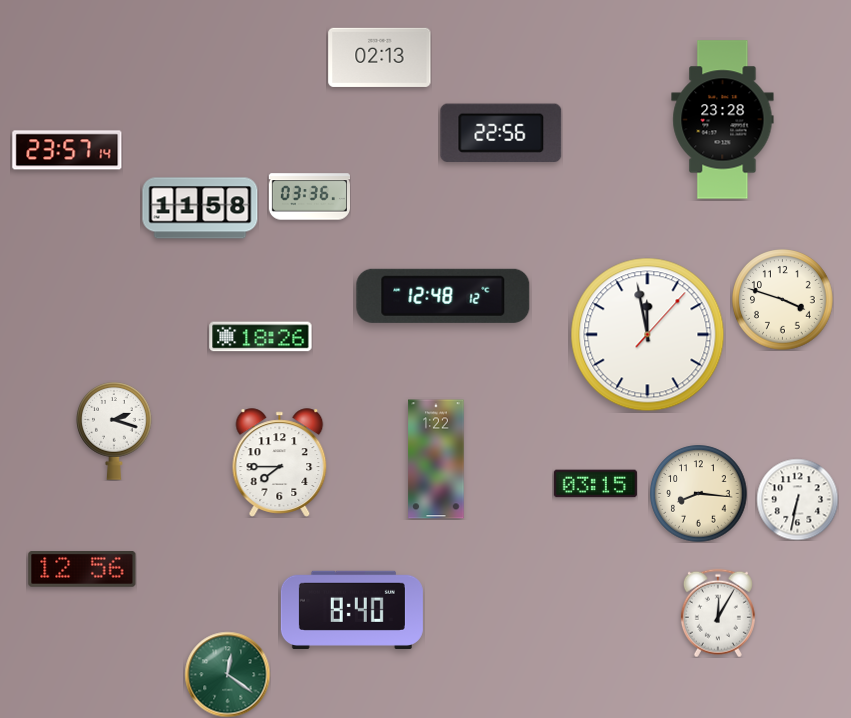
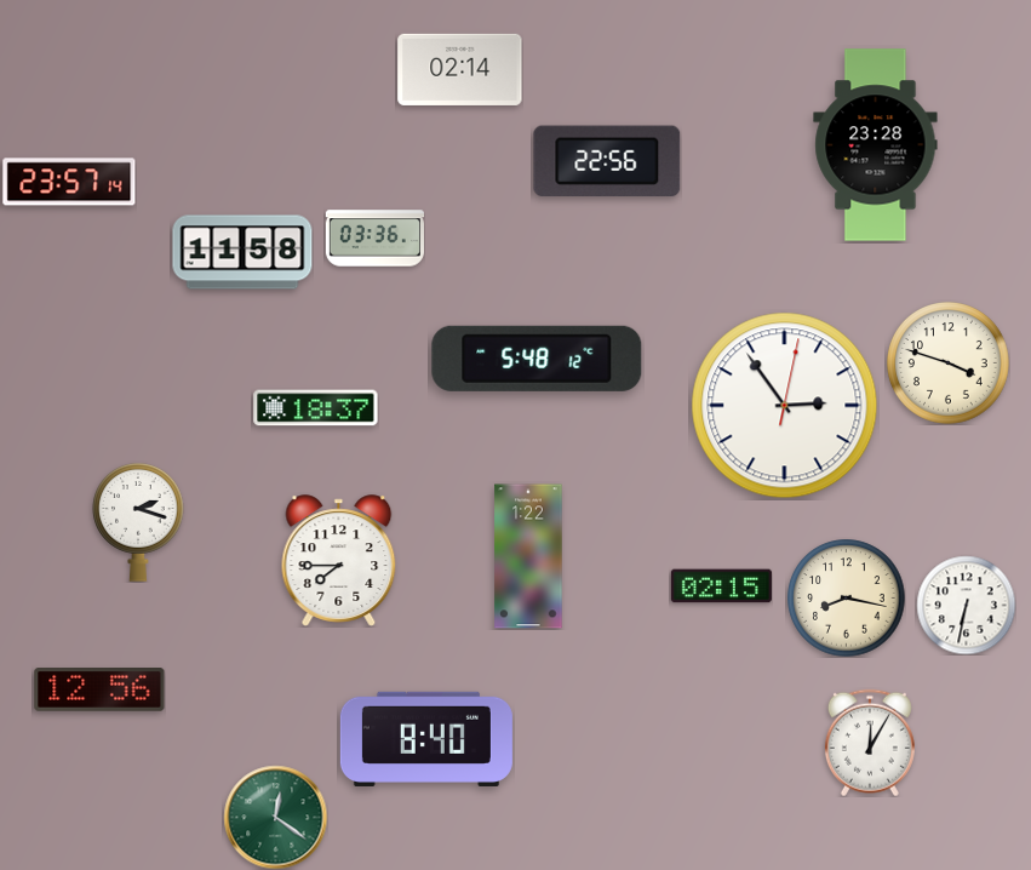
clock at (380, 57): 02:13 -> 02:14
clock at (67, 150) position: (67, 150) -> (69, 182)
clock at (443, 296): 12:48 -> 5:48
clock at (648, 335): 11:58 -> 2:54
clock at (261, 337): 18:26 -> 18:37
clock at (595, 484): 03:15 -> 02:15
clock at (699, 494): 8:16 -> 8:17
